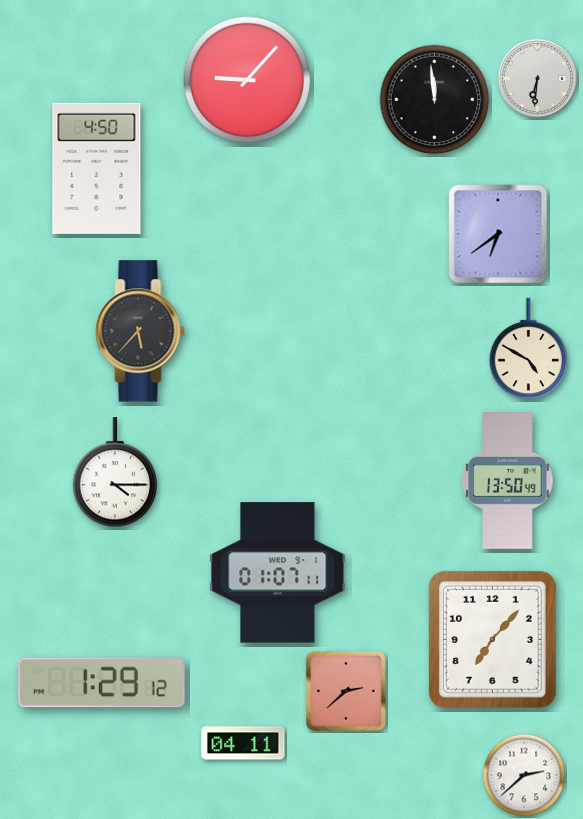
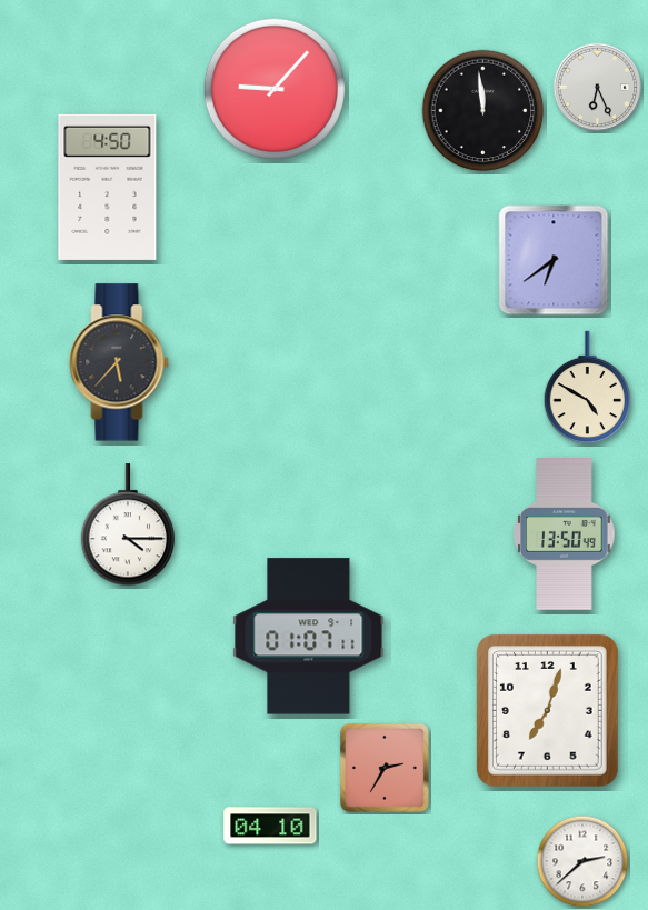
clock at (538, 79): 6:31 -> 6:26
clock at (140, 331) position: (140, 331) -> (119, 362)
clock at (492, 639): 7:07 -> 7:03
clock at (102, 683): 1:29 -> none
clock at (346, 691): 2:38 -> 2:35
clock at (243, 743): 04:11 -> 04:10
